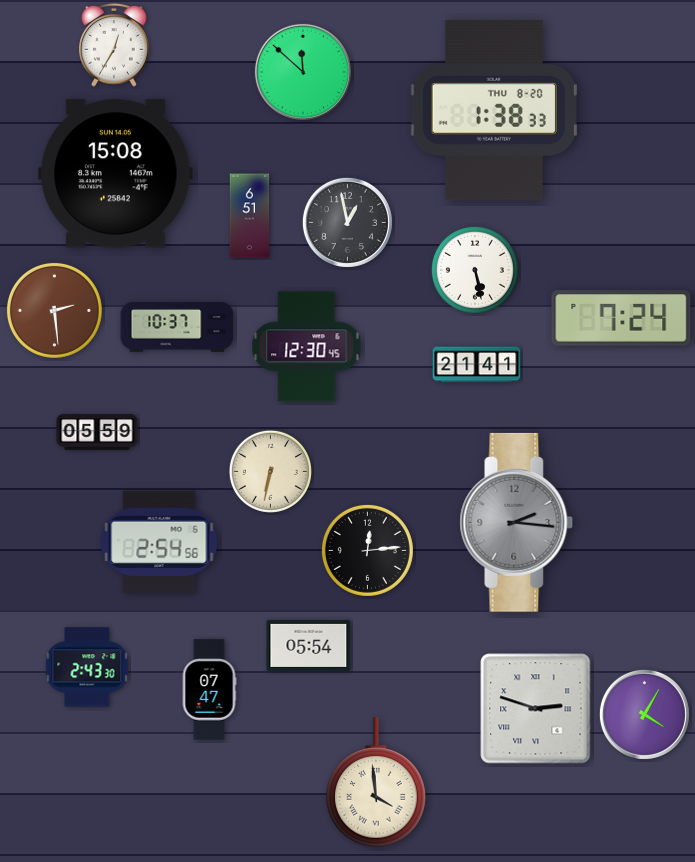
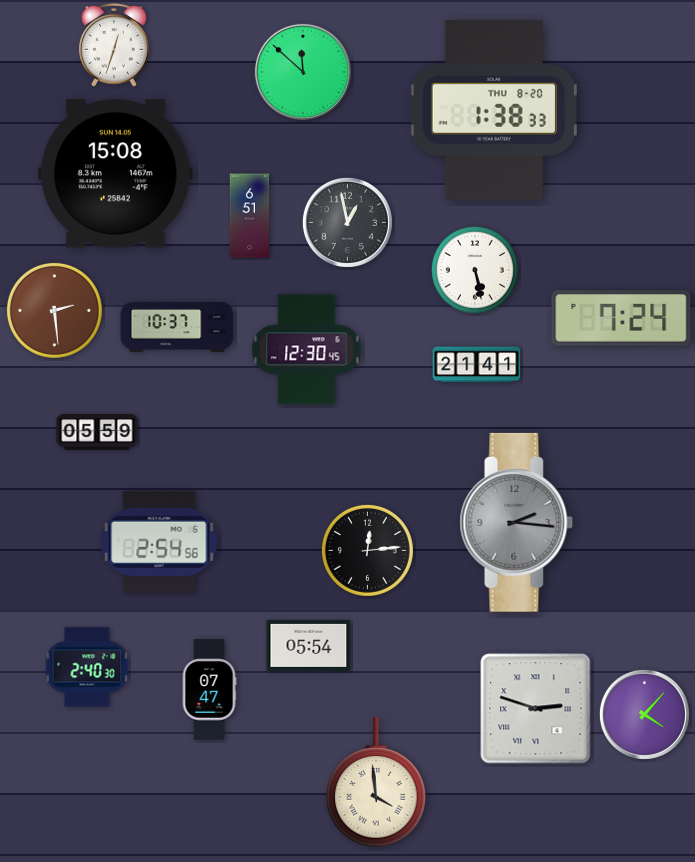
clock at (114, 46): 12:35 -> 12:33
clock at (307, 347) position: (307, 347) -> (307, 350)
clock at (270, 471): 6:32 -> none
clock at (87, 667): 2:43 -> 2:40
clock at (644, 714): 4:05 -> 4:07
